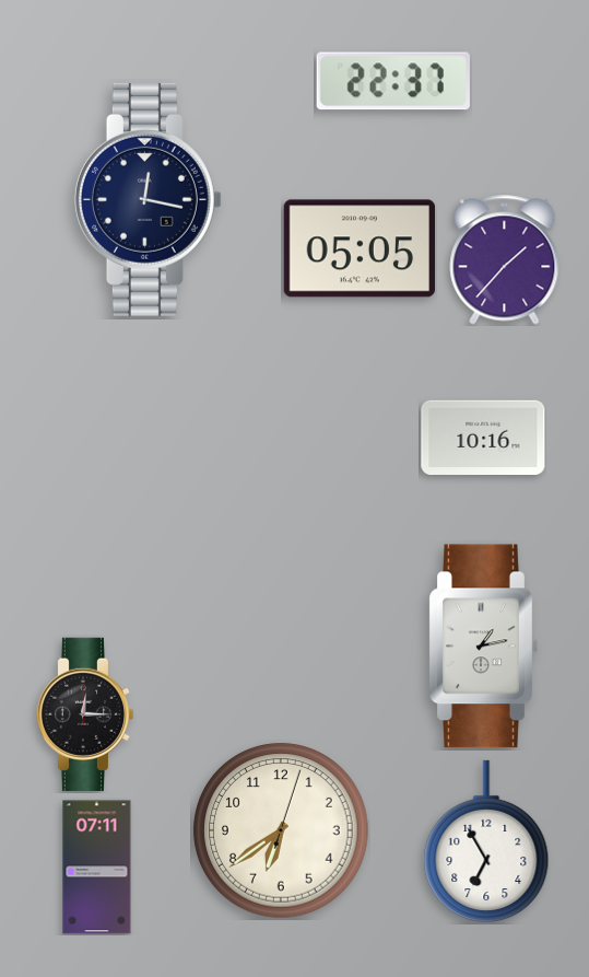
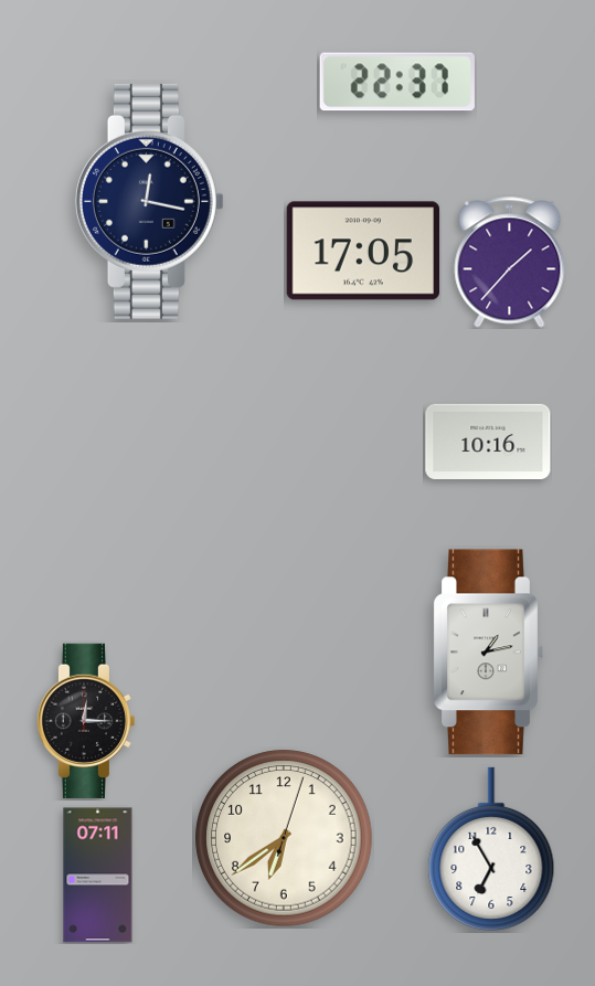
clock at (358, 248): 05:05 -> 17:05
